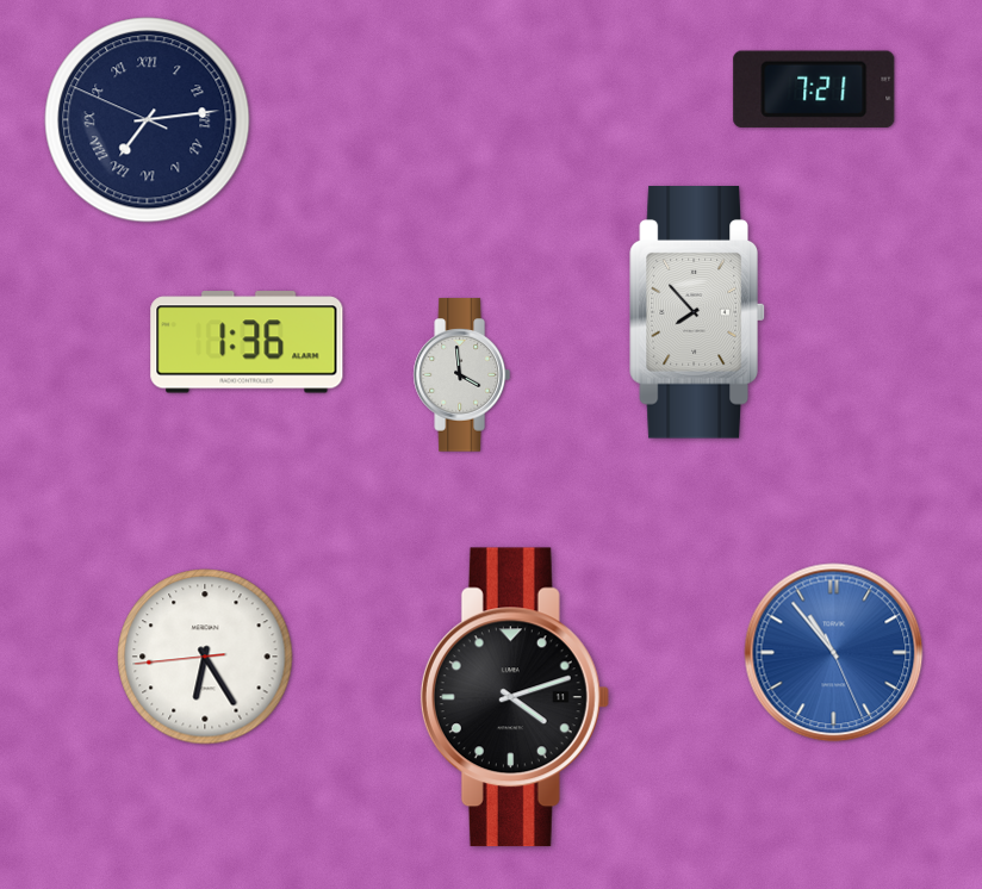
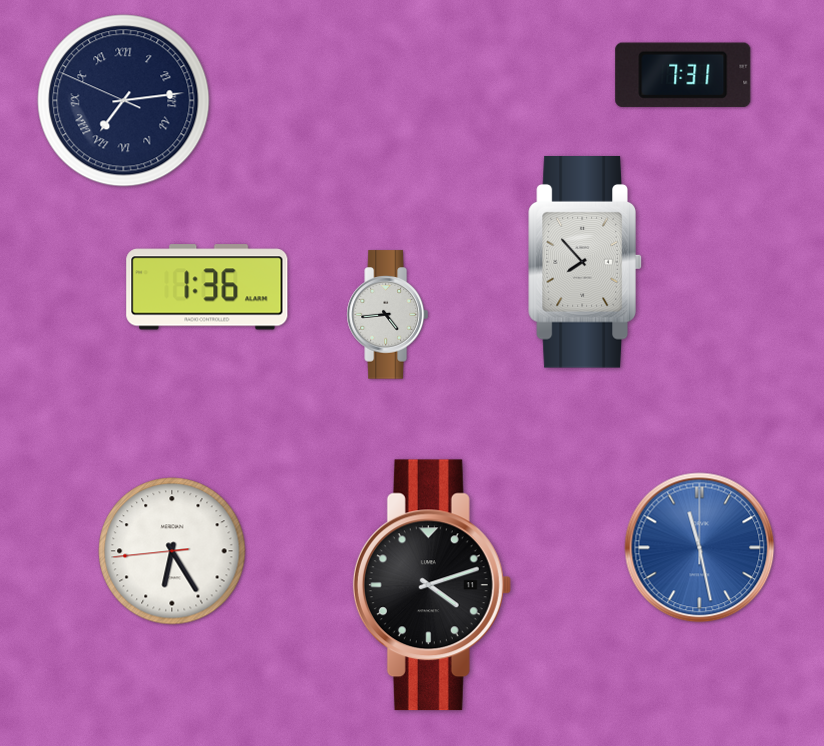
clock at (814, 89): 7:21 -> 7:31
clock at (461, 375): 3:59 -> 4:44
clock at (834, 653): 10:53 -> 11:28
